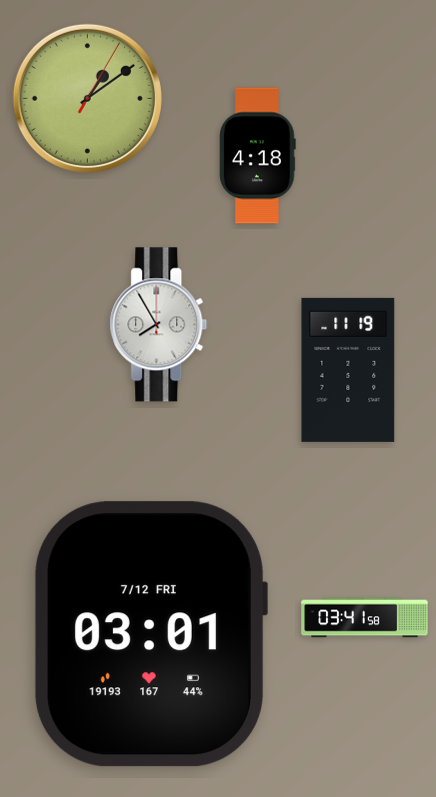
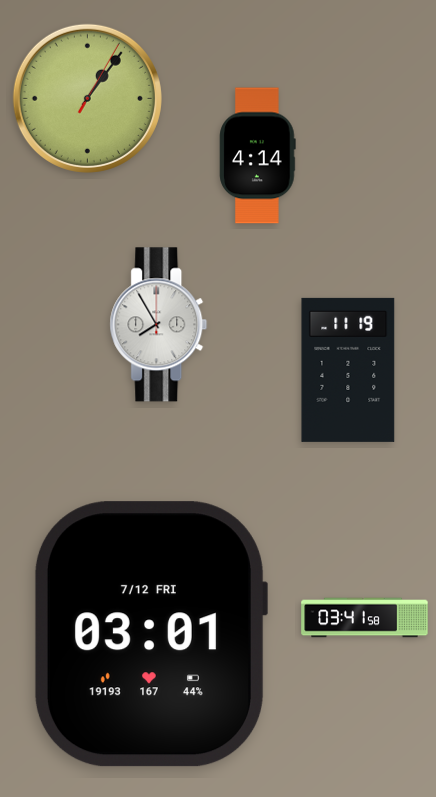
clock at (87, 98): 1:09 -> 1:06
clock at (258, 156): 4:18 -> 4:14
